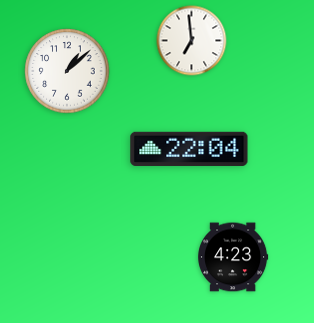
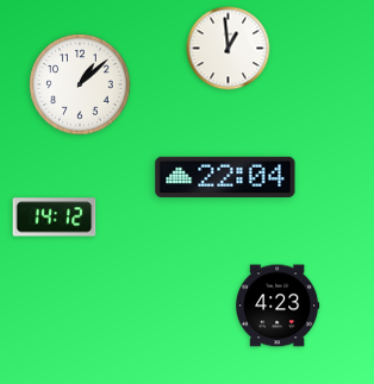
clock at (192, 41): 6:59 -> 12:59
clock at (55, 218): none -> 14:12
